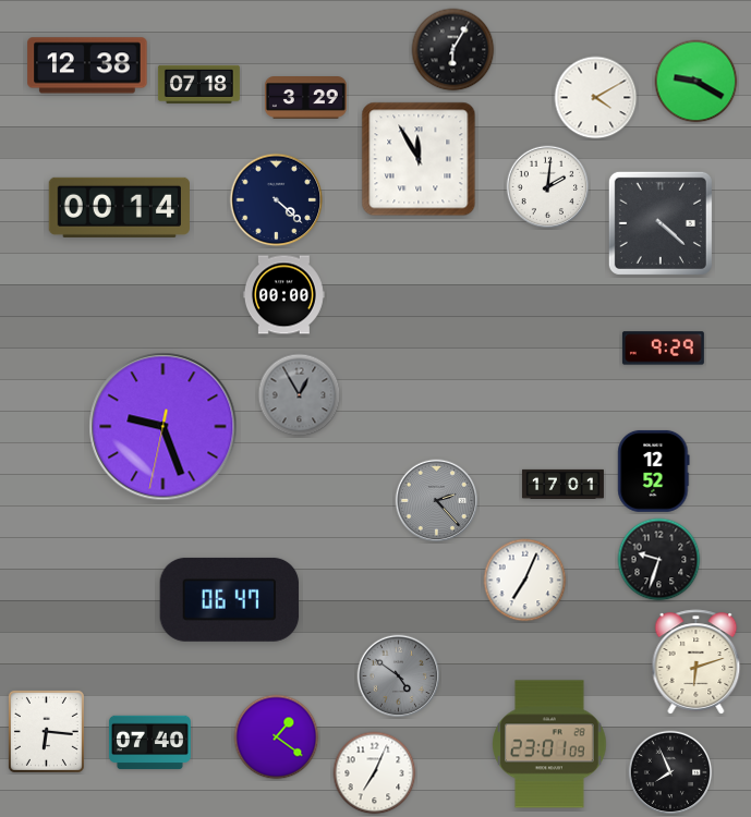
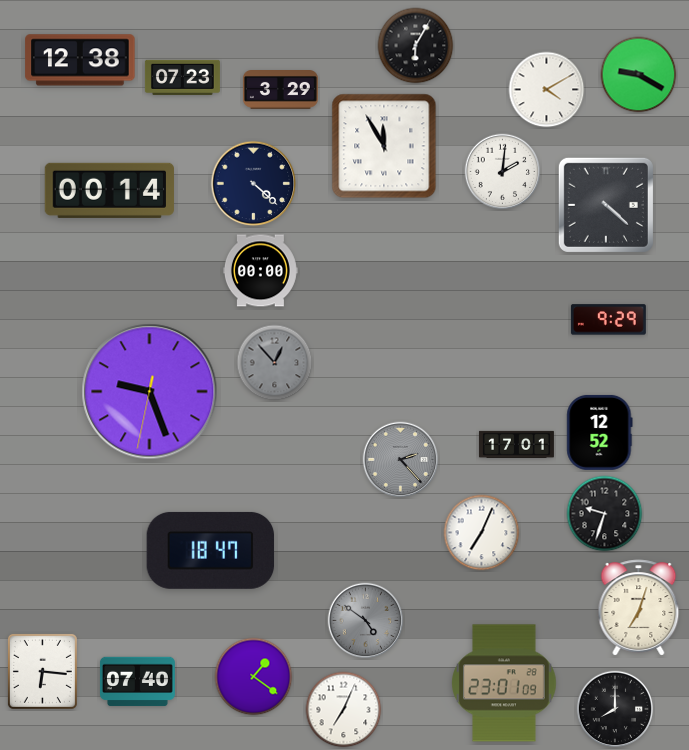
clock at (198, 84): 07:18 -> 07:23
clock at (300, 395): 12:55 -> 12:53
clock at (230, 599): 06:47 -> 18:47
clock at (697, 662): 6:12 -> 7:03
clock at (670, 772): 7:56 -> 8:00
